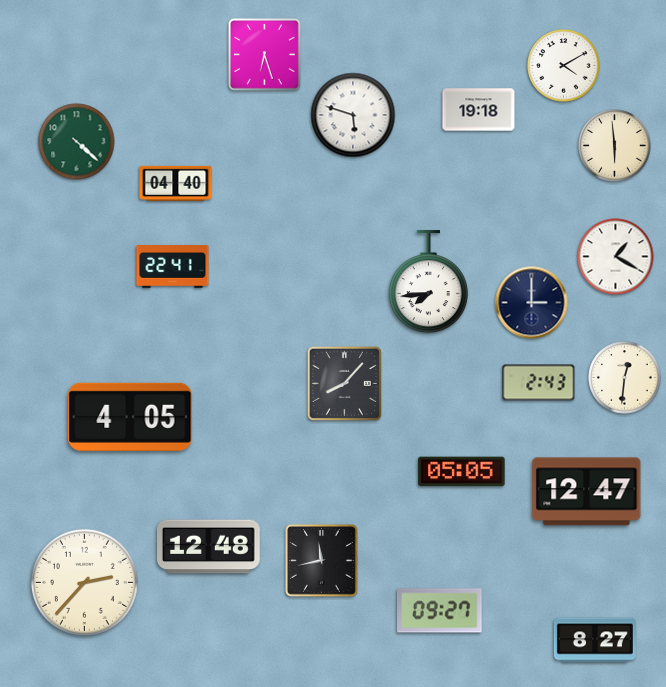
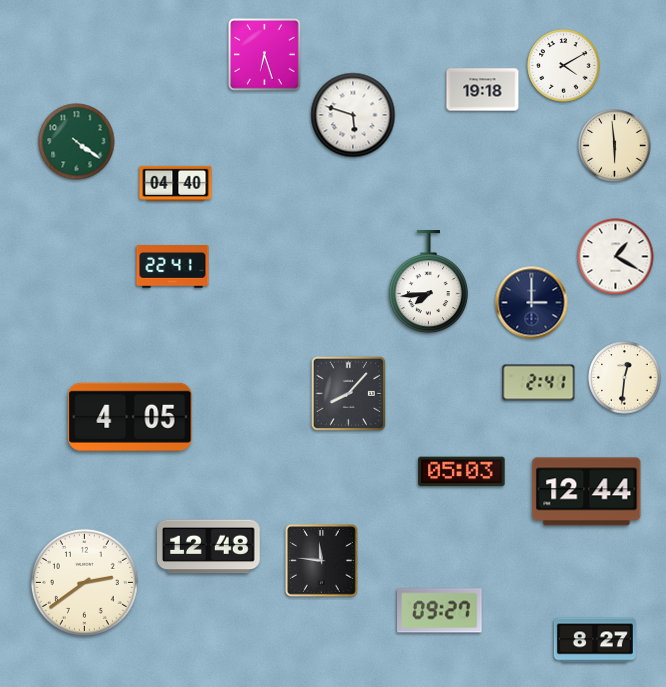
clock at (479, 110) position: (479, 110) -> (483, 90)
clock at (77, 142): 4:22 -> 4:21
clock at (344, 383) position: (344, 383) -> (348, 393)
clock at (539, 383): 2:43 -> 2:41
clock at (462, 472): 05:05 -> 05:03
clock at (587, 492): 12:47 -> 12:44
clock at (322, 561): 11:43 -> 11:46
clock at (84, 582): 2:37 -> 2:39
